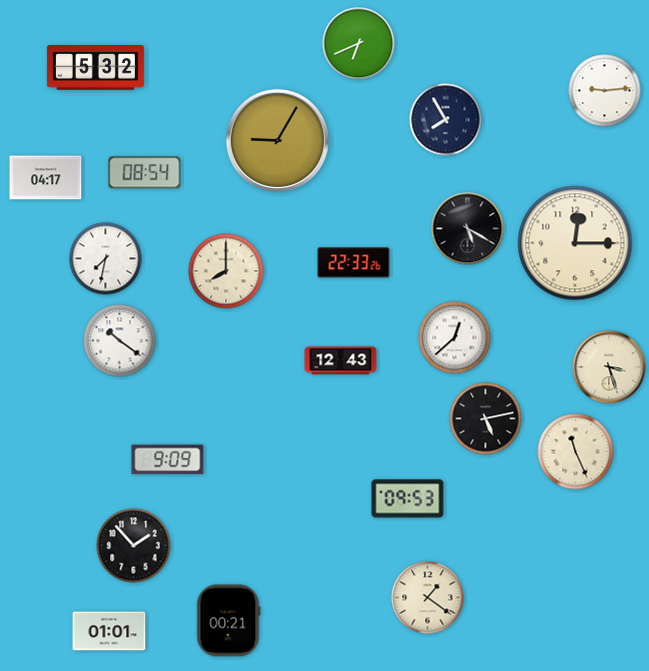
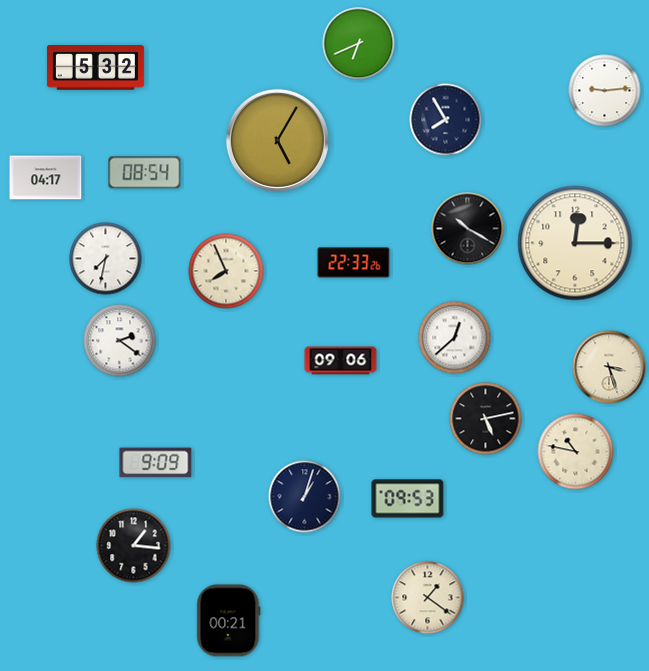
clock at (277, 140): 9:05 -> 5:05
clock at (468, 229): 5:20 -> 10:20
clock at (226, 271): 8:00 -> 7:56
clock at (120, 341): 10:21 -> 2:21
clock at (341, 361): 12:43 -> 09:06
clock at (576, 452): 11:26 -> 10:47
clock at (168, 460) position: (168, 460) -> (156, 463)
clock at (305, 497): none -> 1:03
clock at (134, 546): 1:53 -> 1:16
clock at (109, 631): 01:01 -> none
